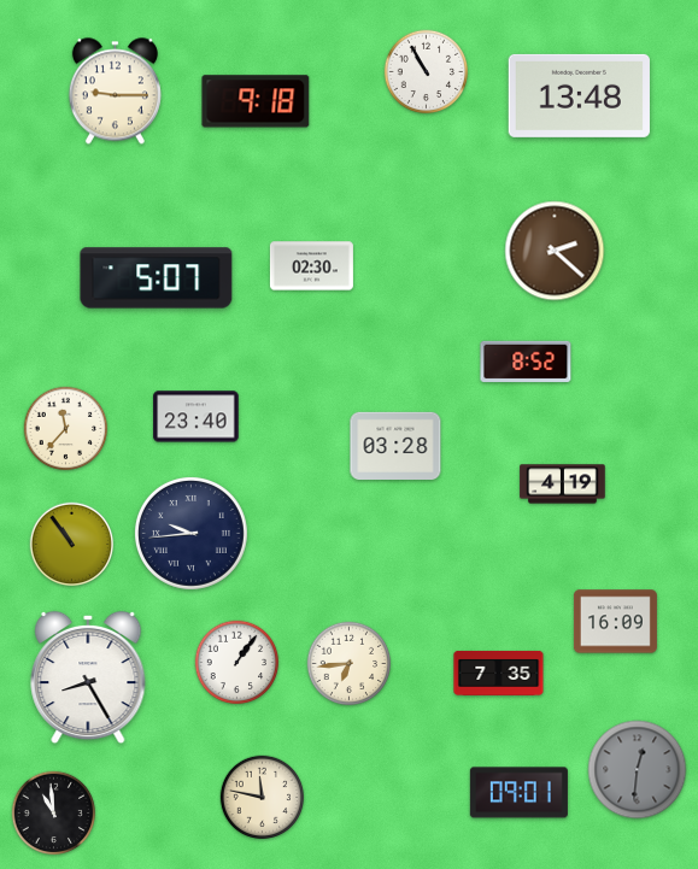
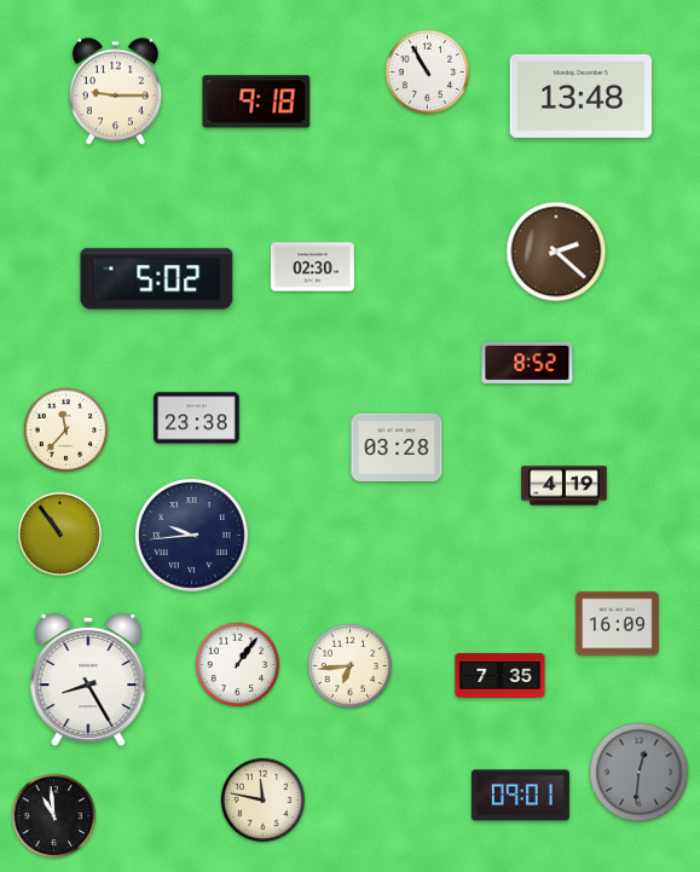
clock at (157, 278): 5:07 -> 5:02
clock at (197, 417): 23:40 -> 23:38
clock at (72, 545) position: (72, 545) -> (60, 535)
